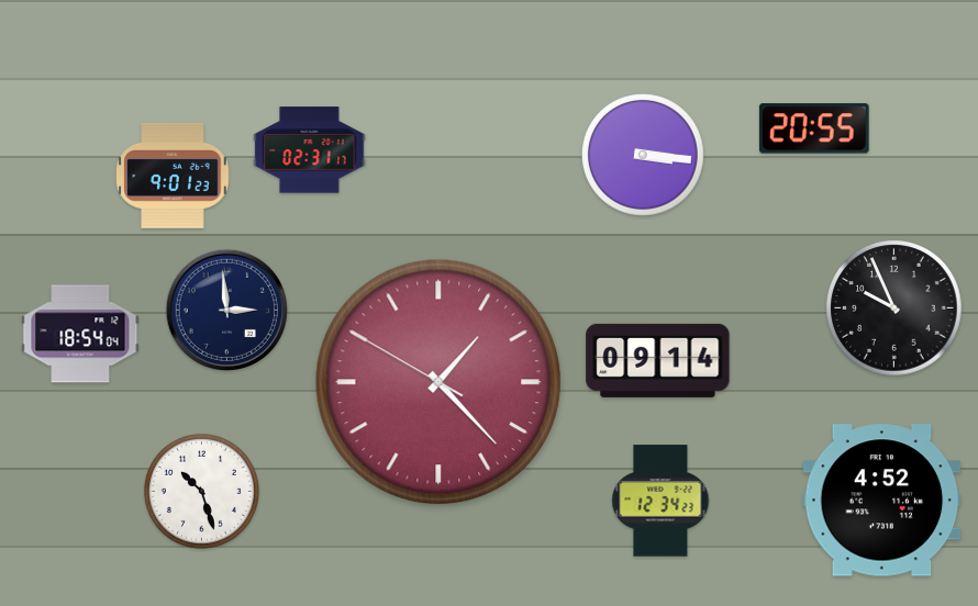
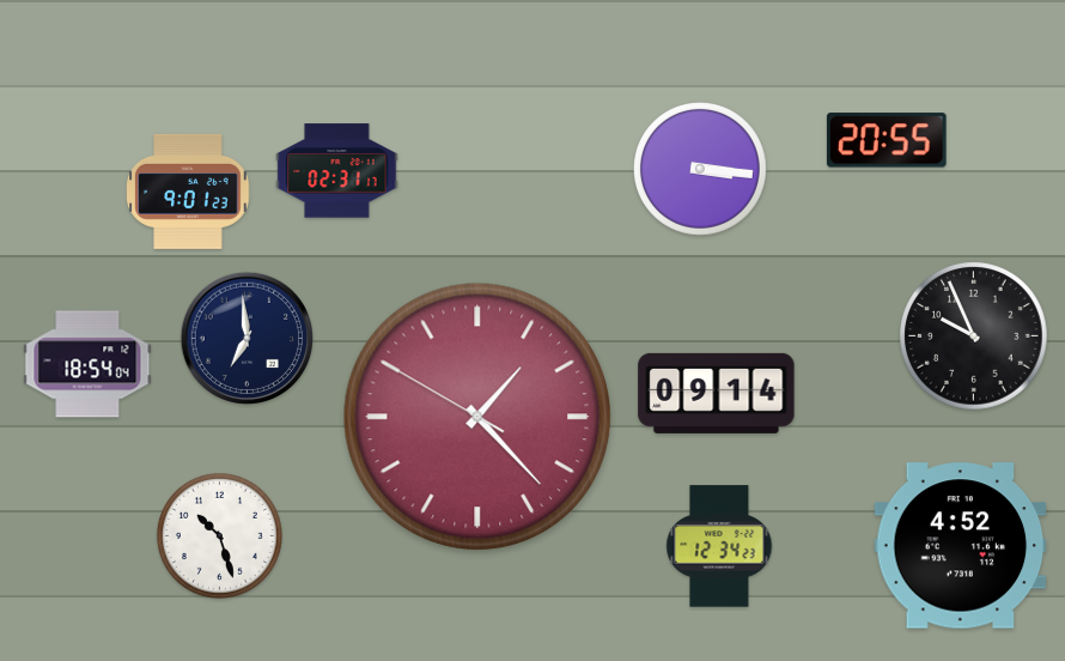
clock at (310, 150) position: (310, 150) -> (337, 171)
clock at (226, 310): 2:59 -> 6:59
